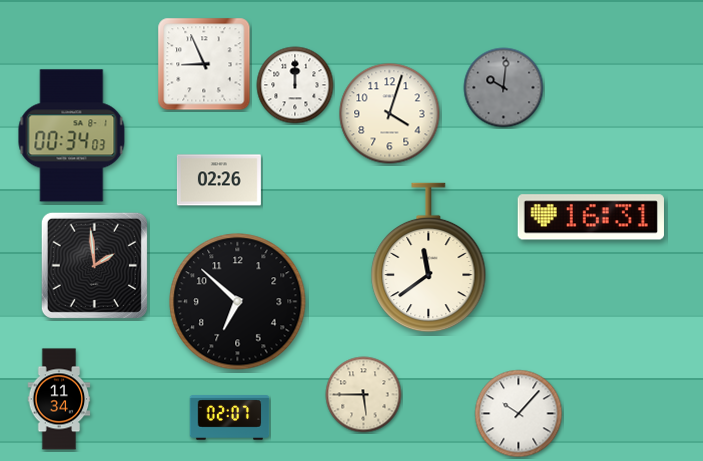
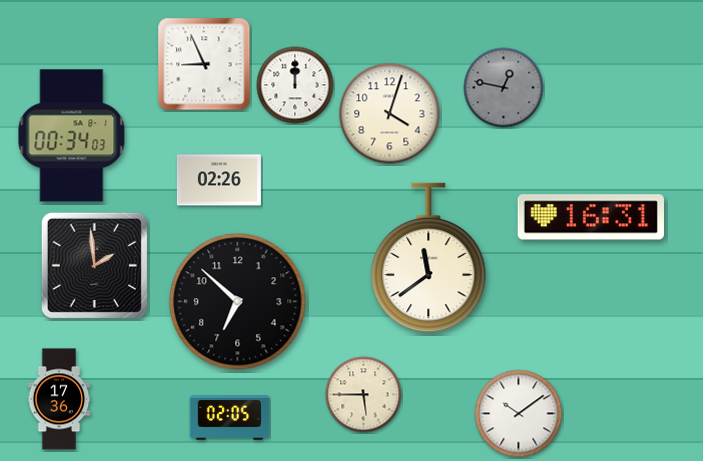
clock at (504, 88): 10:01 -> 12:47
clock at (59, 399): 11:34 -> 17:36
clock at (519, 414): 10:07 -> 10:09
clock at (230, 418): 02:07 -> 02:05
